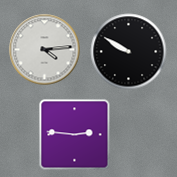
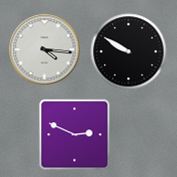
clock at (45, 50): 4:14 -> 4:16
clock at (75, 135): 2:46 -> 2:49
